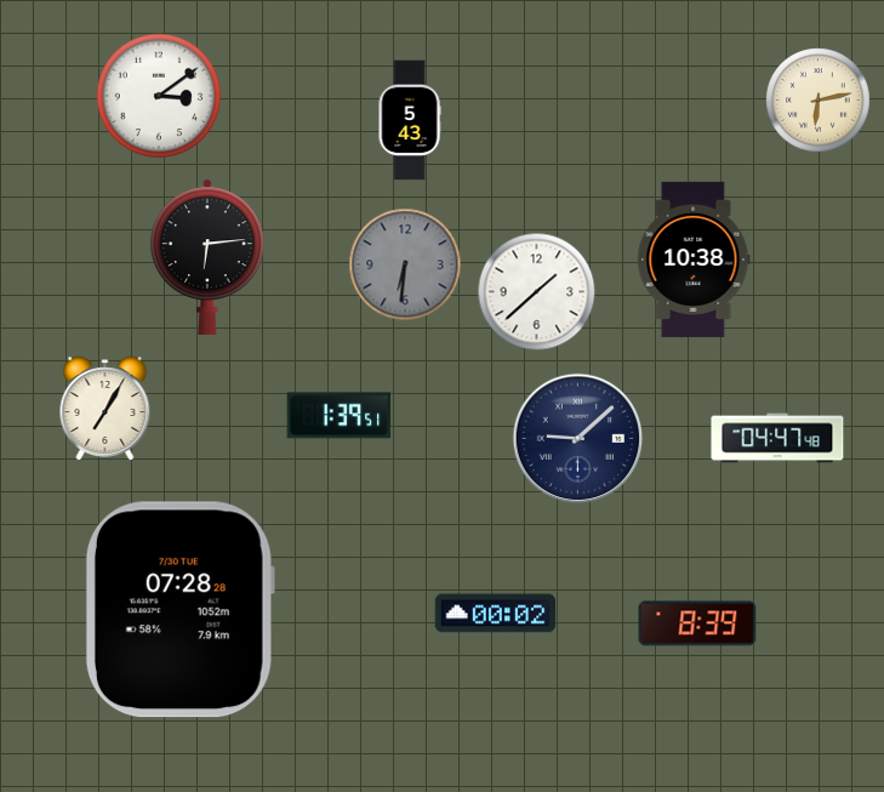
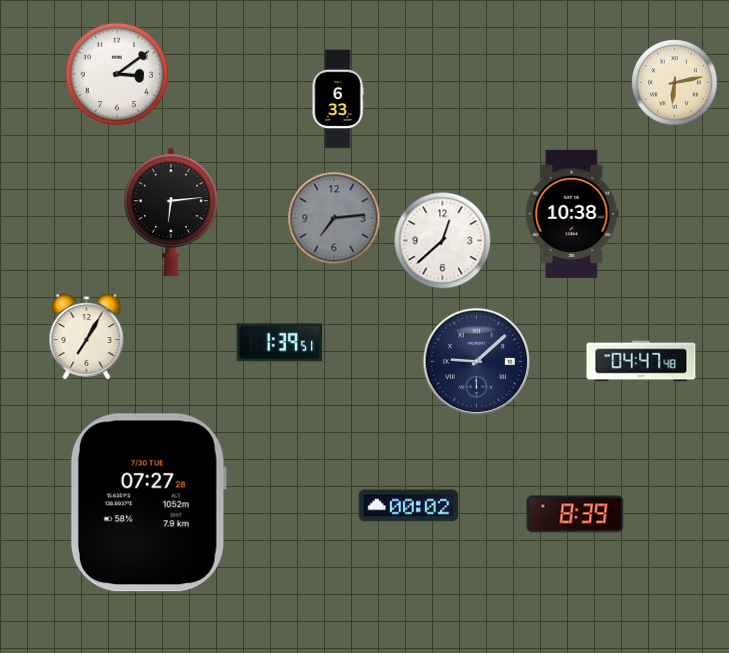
clock at (159, 96) position: (159, 96) -> (117, 74)
clock at (410, 120): 5:43 -> 6:33
clock at (405, 264): 6:31 -> 7:14
clock at (537, 292): 1:38 -> 12:38
clock at (179, 610): 07:28 -> 07:27
